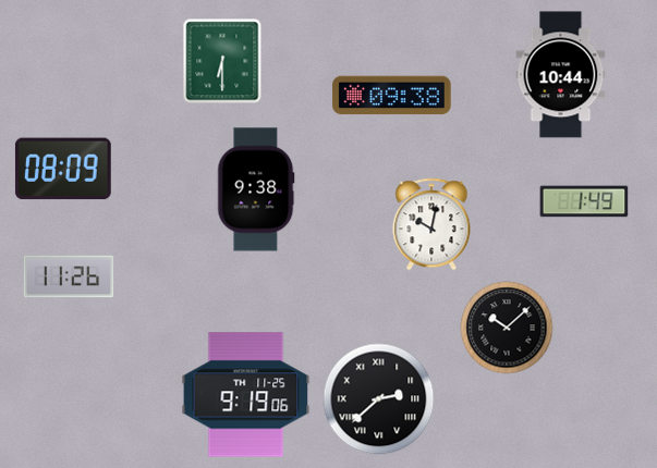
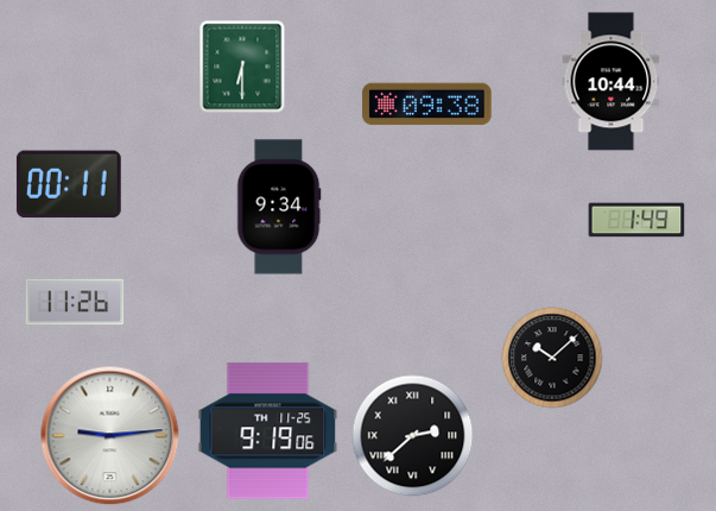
clock at (63, 169): 08:09 -> 00:11
clock at (256, 189): 9:38 -> 9:34
clock at (431, 224): 10:02 -> none
clock at (110, 436): none -> 9:14
